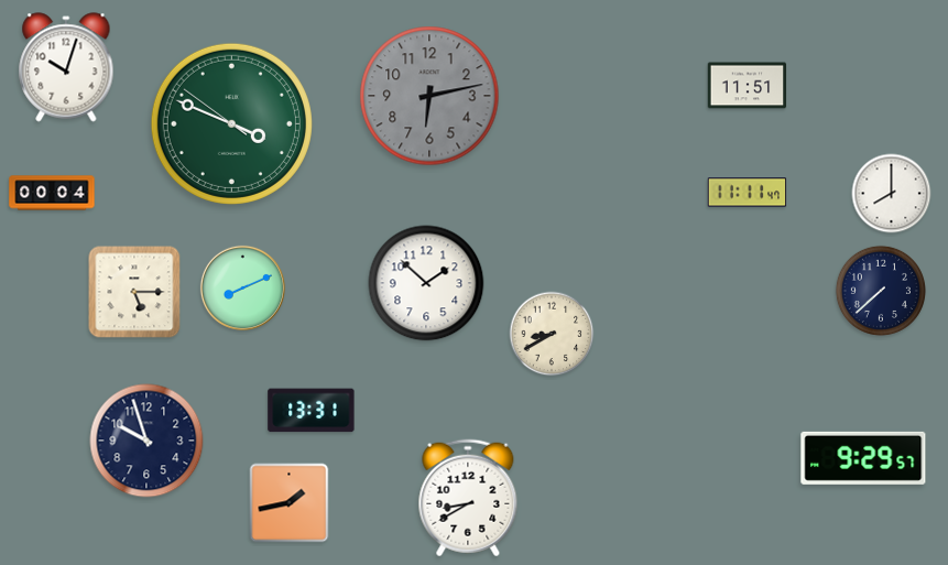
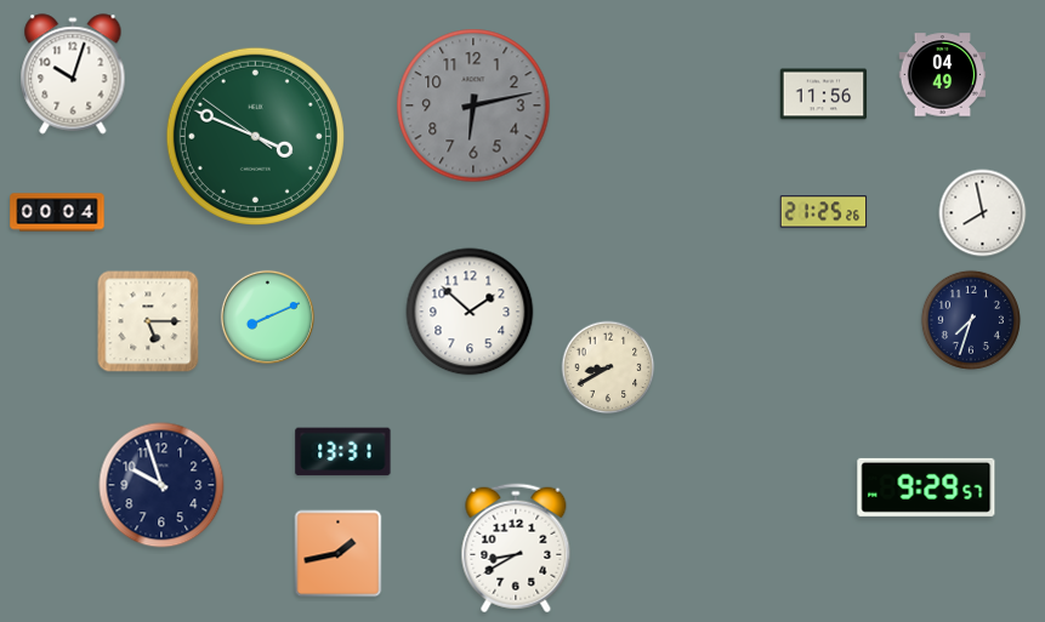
clock at (943, 75): none -> 04:49
clock at (748, 86): 11:51 -> 11:56
clock at (748, 193): 11:11 -> 21:25
clock at (892, 194): 8:00 -> 7:58
clock at (881, 291): 7:38 -> 7:33
clock at (863, 458) position: (863, 458) -> (926, 487)
clock at (290, 503) position: (290, 503) -> (339, 554)
